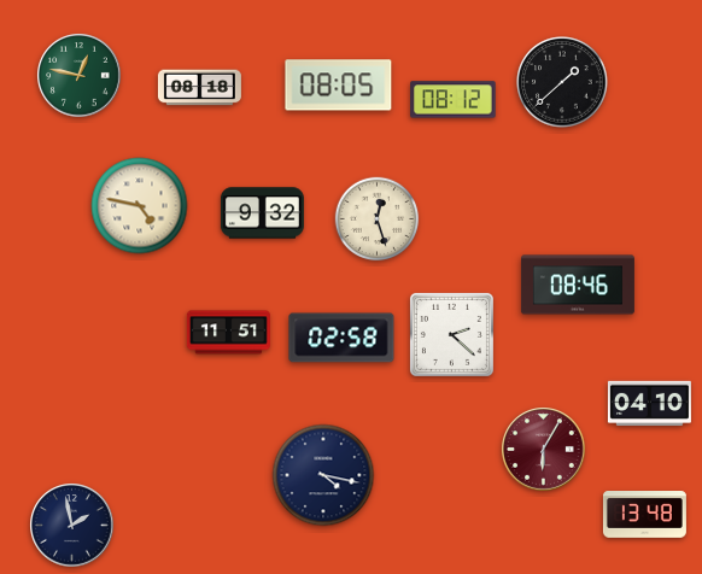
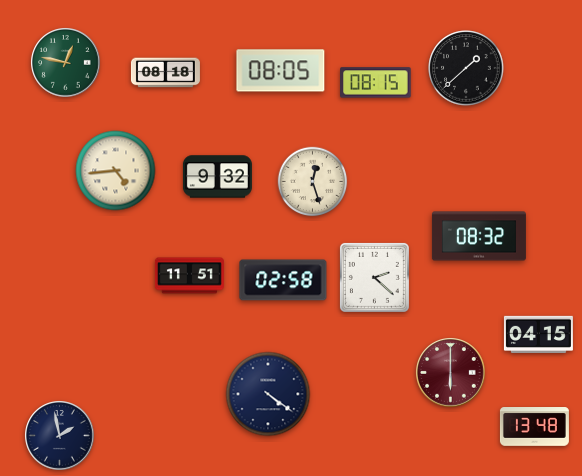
clock at (454, 100): 08:12 -> 08:15
clock at (140, 206): 4:47 -> 4:44
clock at (578, 285): 08:46 -> 08:32
clock at (649, 403): 04:10 -> 04:15
clock at (544, 450): 6:05 -> 6:00
clock at (323, 475): 4:17 -> 4:21
